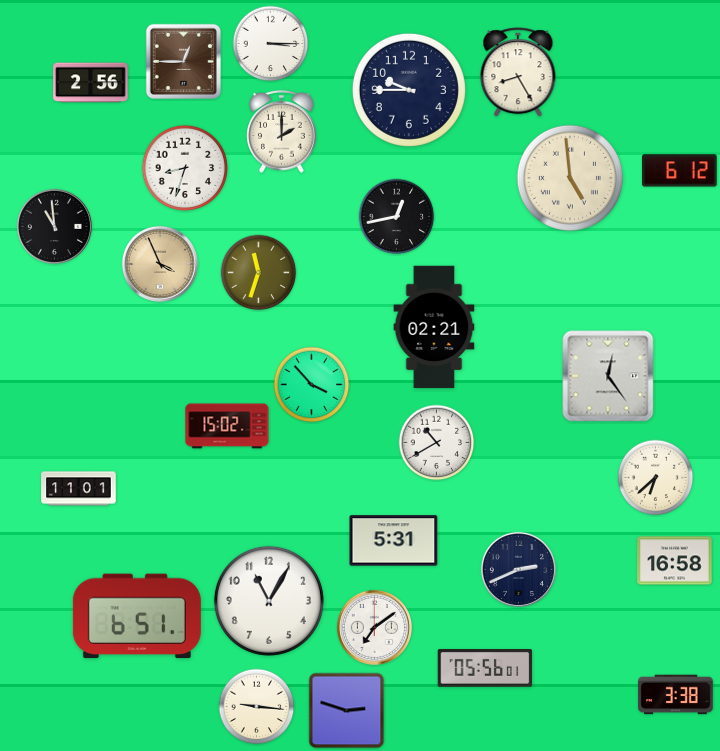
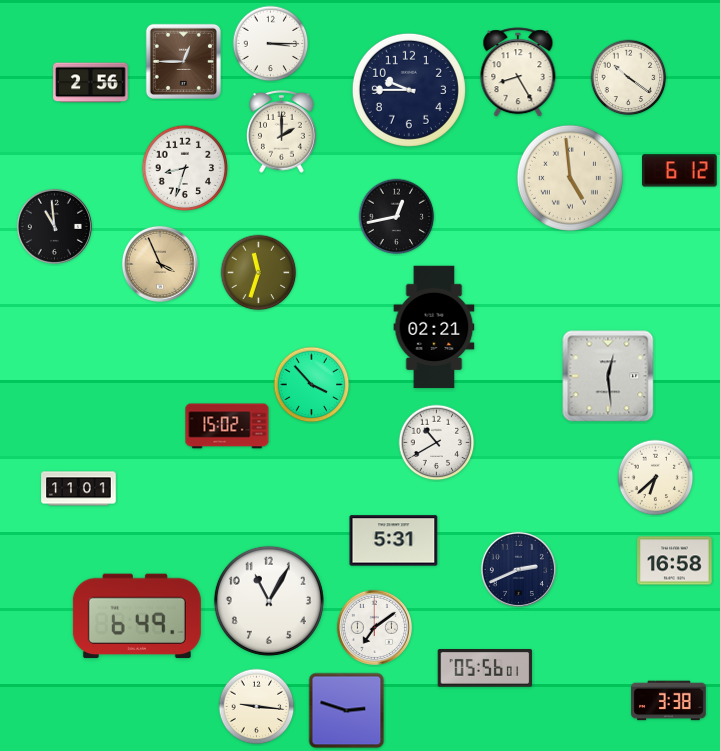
clock at (629, 78): none -> 10:21
clock at (608, 376): 12:24 -> 12:29
clock at (137, 616): 6:51 -> 6:49
clock at (676, 695) position: (676, 695) -> (669, 701)
